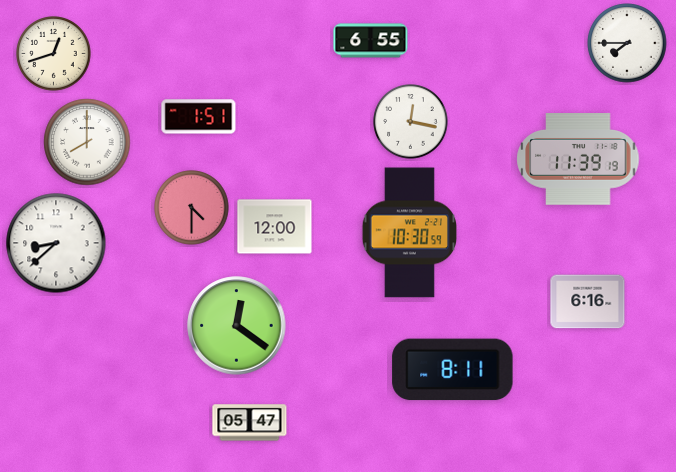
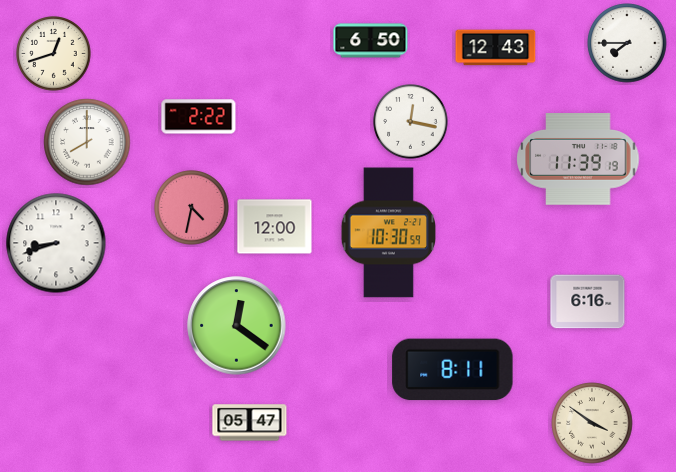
clock at (371, 41): 6:55 -> 6:50
clock at (496, 48): none -> 12:43
clock at (199, 117): 1:51 -> 2:22
clock at (192, 208): 4:30 -> 4:32
clock at (410, 233) position: (410, 233) -> (389, 233)
clock at (56, 243): 8:38 -> 8:42
clock at (592, 423): none -> 3:51
